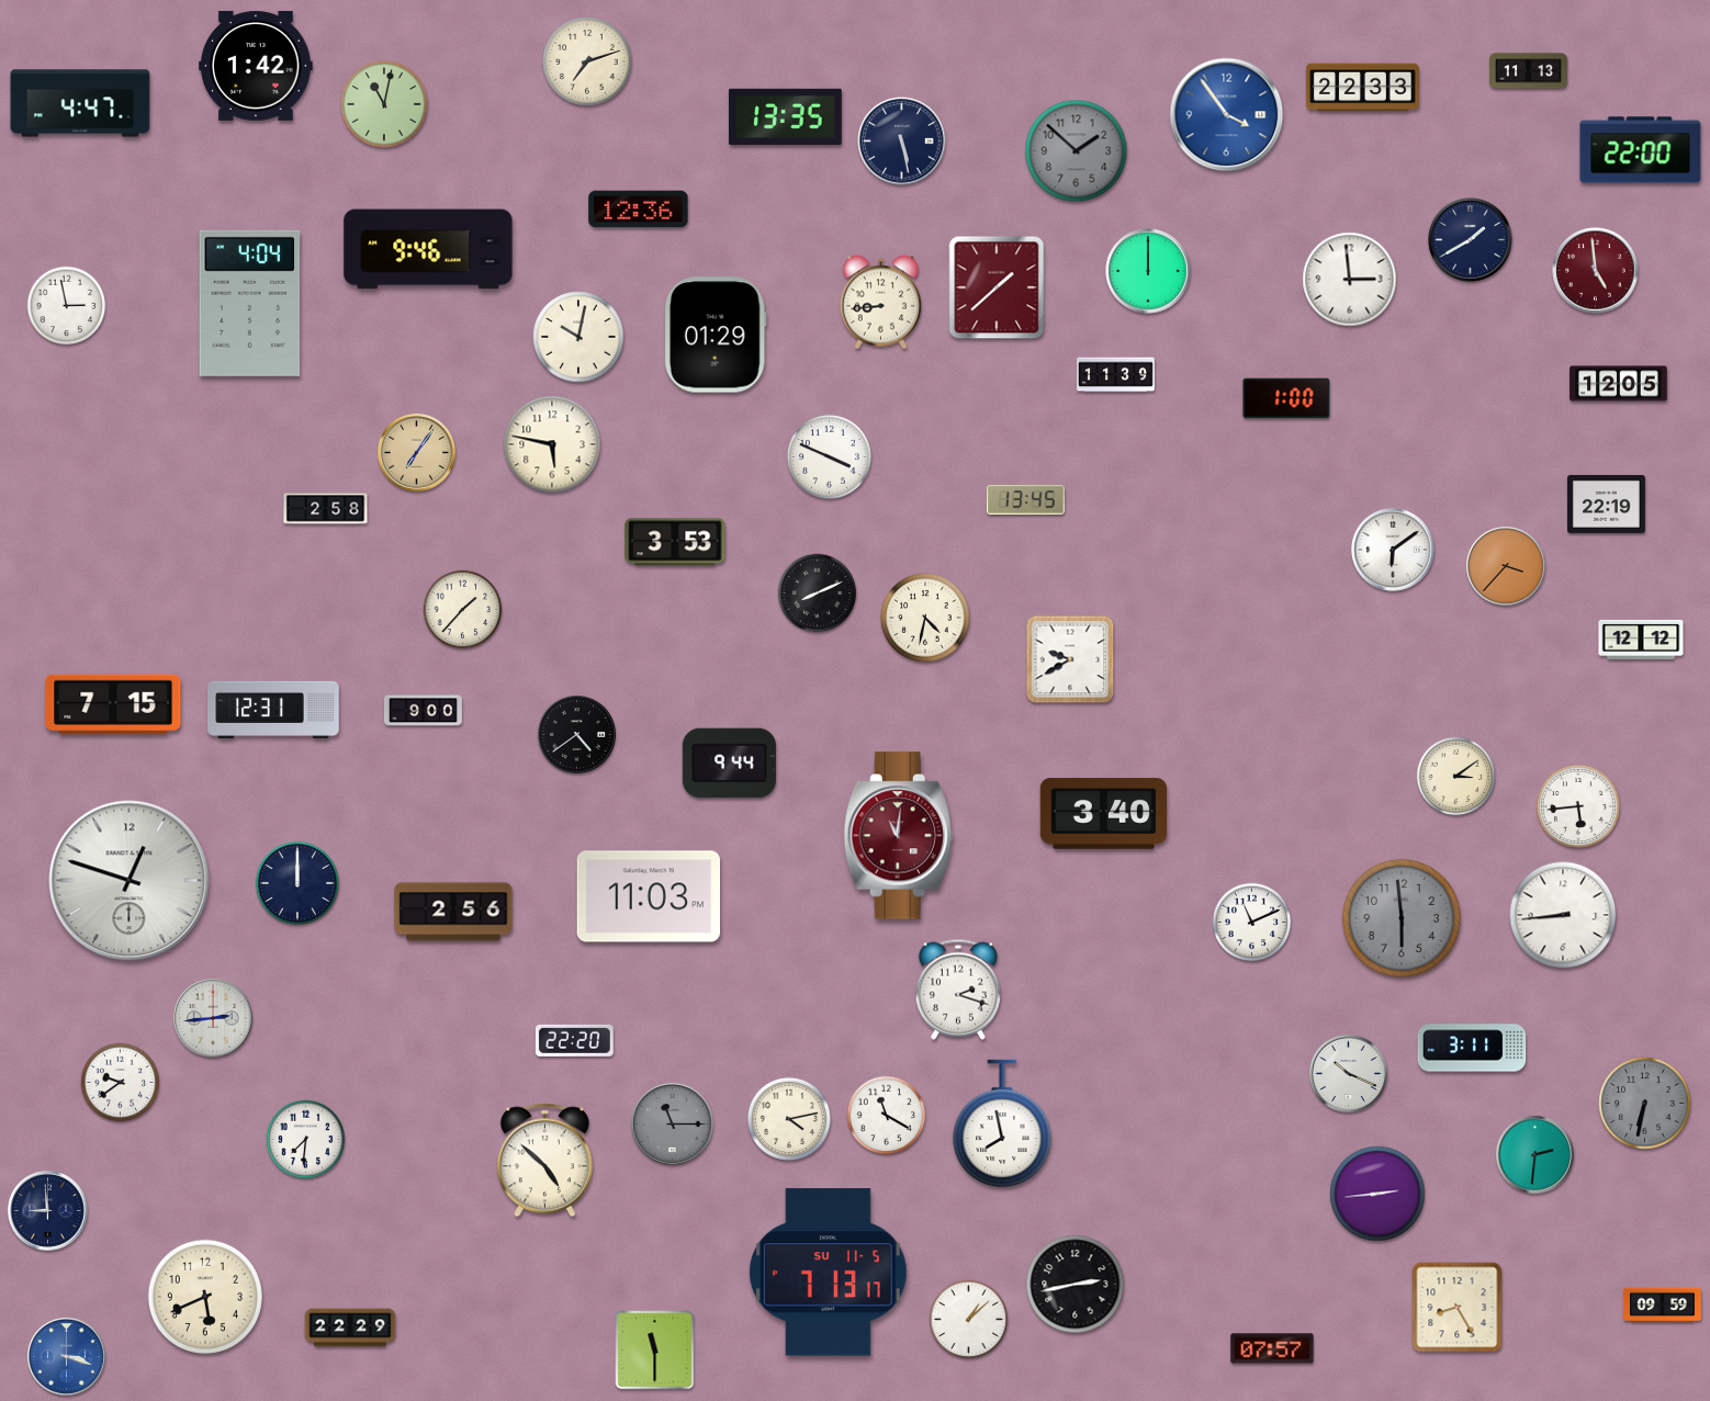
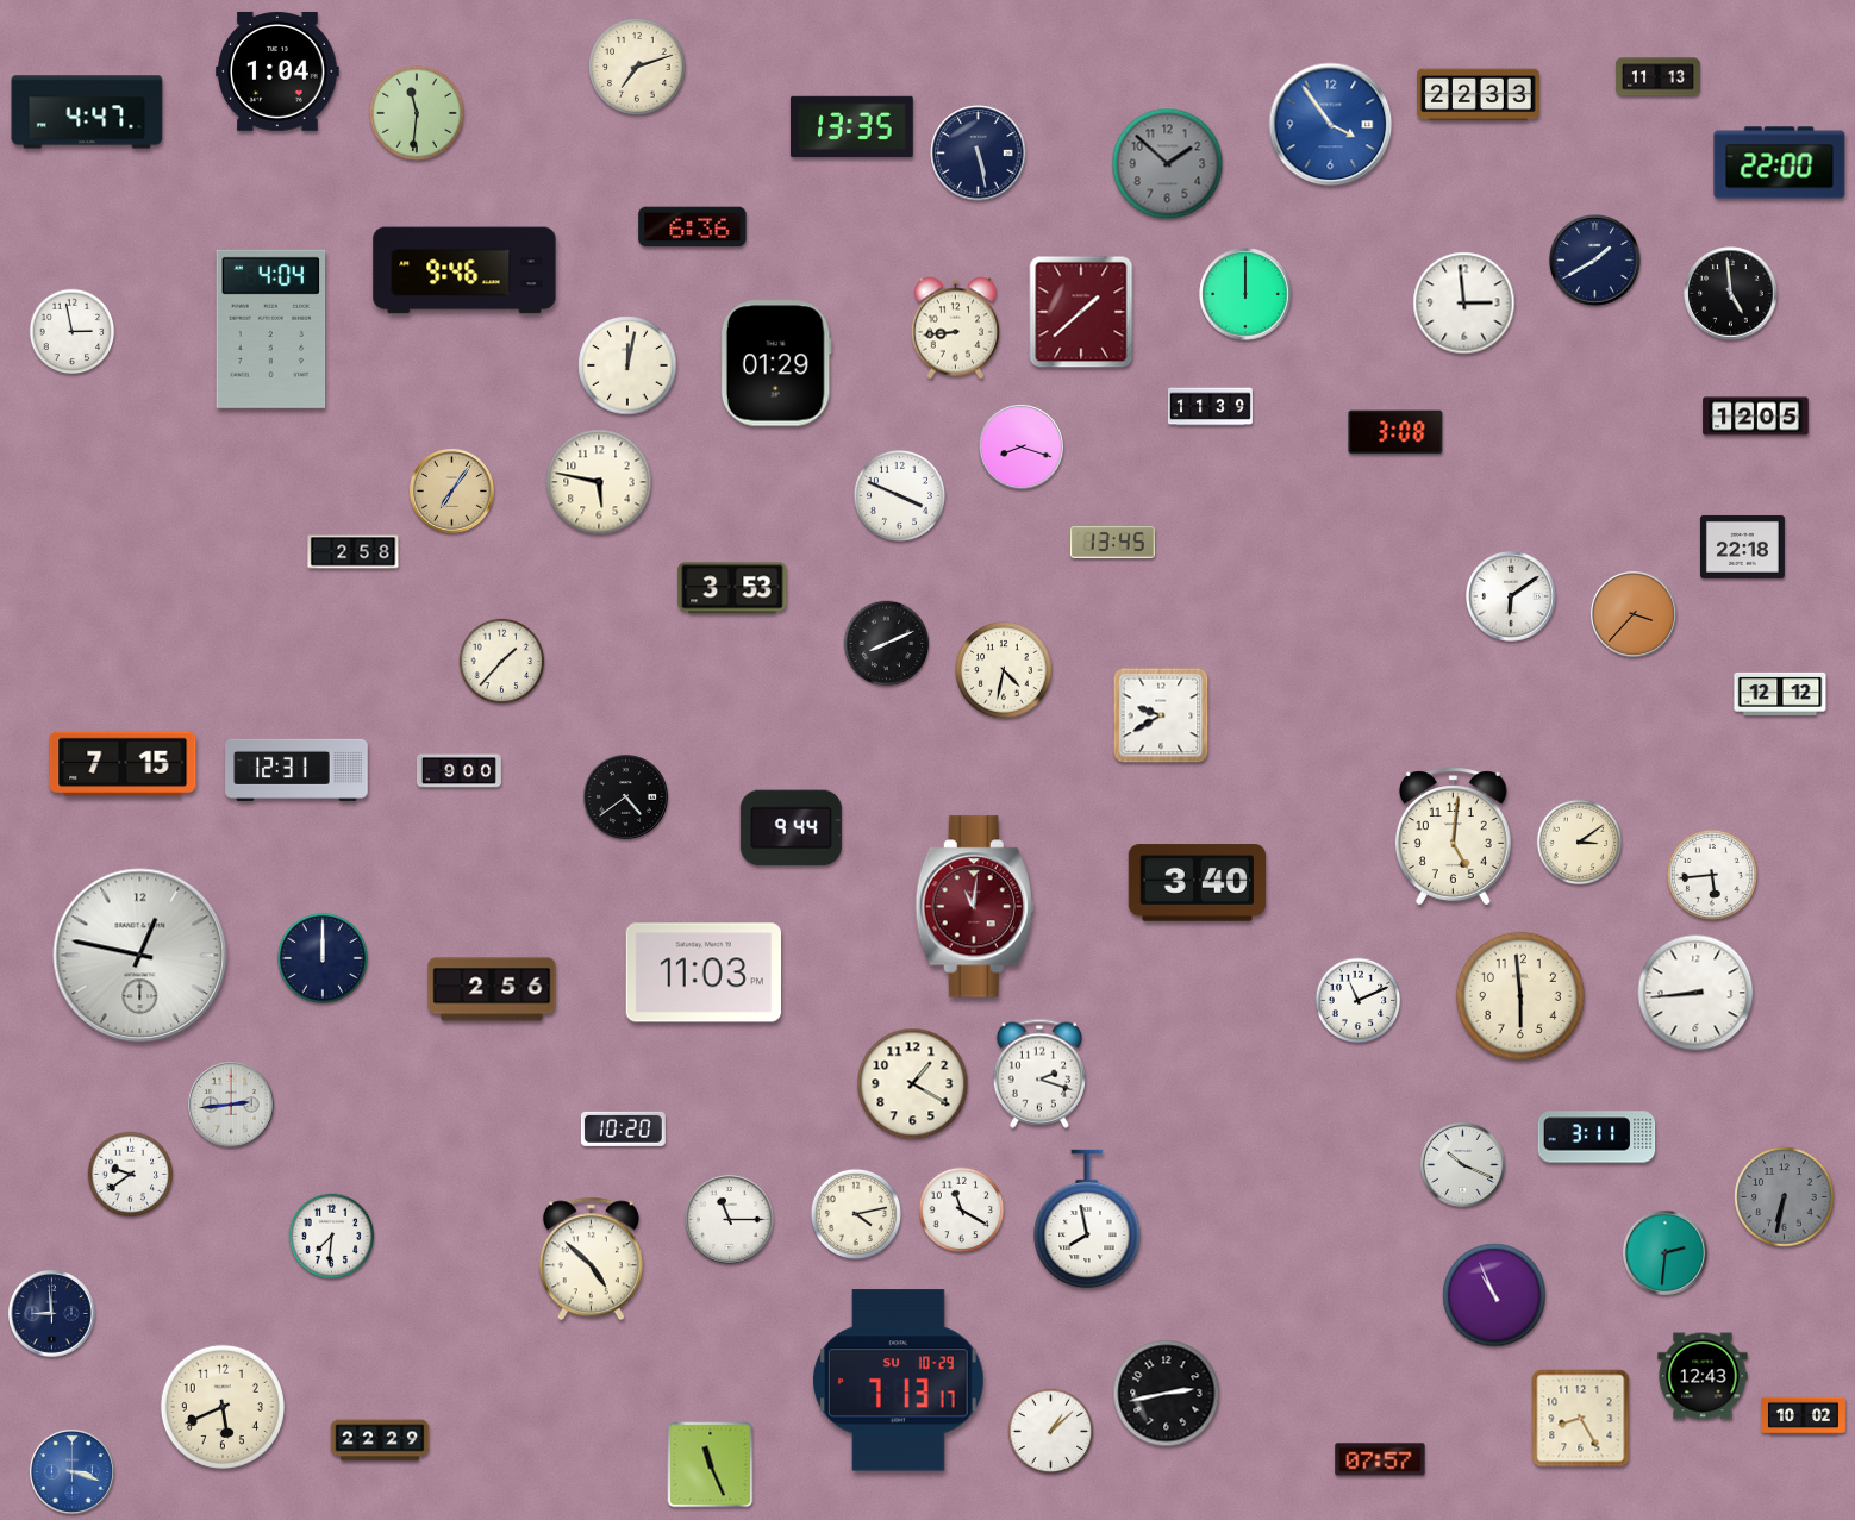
clock at (256, 66): 1:42 -> 1:04
clock at (385, 105): 11:02 -> 11:31
clock at (639, 210): 12:36 -> 6:36
clock at (1596, 271) dial: burgundy -> black
clock at (578, 337): 10:02 -> 12:02
clock at (1286, 398): 1:00 -> 3:08
clock at (1020, 446): none -> 8:18
clock at (1606, 504): 22:19 -> 22:18
clock at (1453, 837): none -> 5:01
clock at (130, 881): 12:48 -> 12:47
clock at (1402, 918) dial: grey -> cream
clock at (913, 1084): none -> 1:20
clock at (574, 1040): 22:20 -> 10:20
clock at (673, 1125) dial: grey -> white
clock at (1377, 1194): 2:44 -> 10:56
clock at (1703, 1376): none -> 12:43
clock at (828, 1273) date: SU 11-5 -> SU 10-29
clock at (1662, 1306): 09:59 -> 10:02
clock at (1272, 1348) position: (1272, 1348) -> (1380, 1459)
clock at (655, 1351): 11:30 -> 11:26
